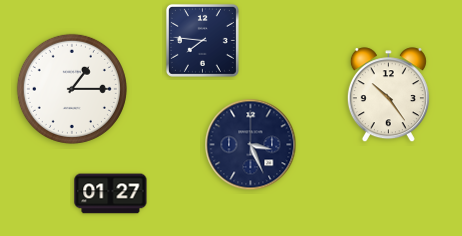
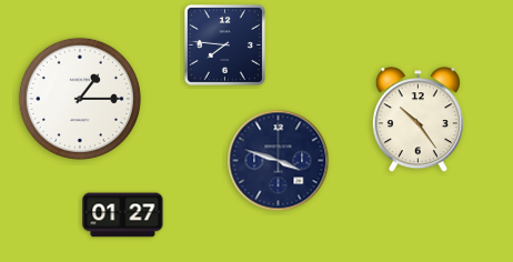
clock at (388, 95) position: (388, 95) -> (418, 120)
clock at (251, 145): 3:26 -> 3:48
